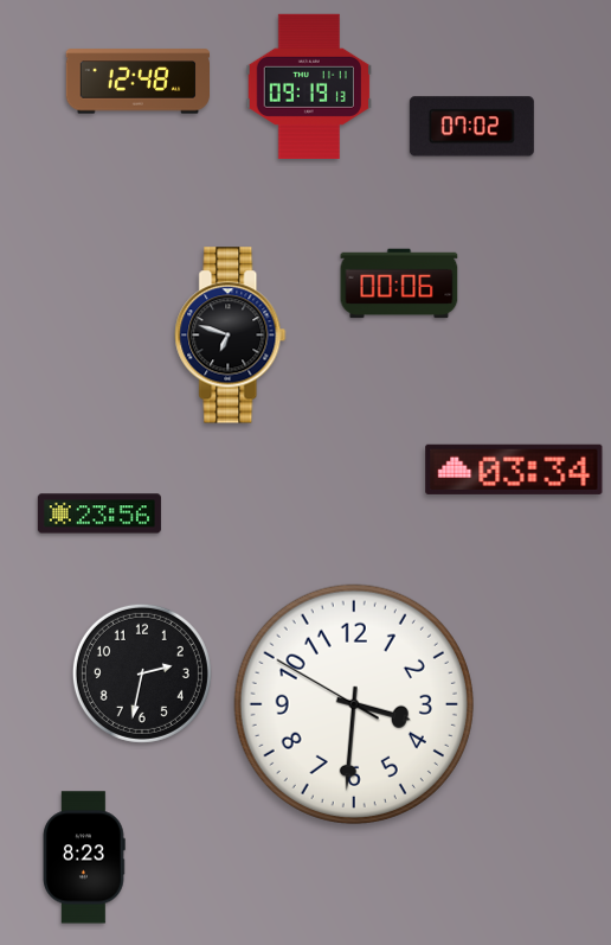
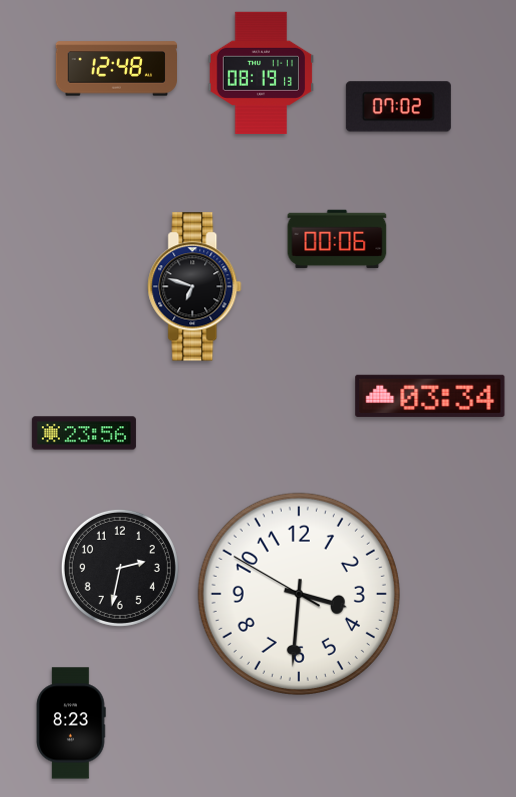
clock at (308, 87): 09:19 -> 08:19
clock at (231, 336) position: (231, 336) -> (195, 287)
clock at (514, 470) position: (514, 470) -> (430, 396)
